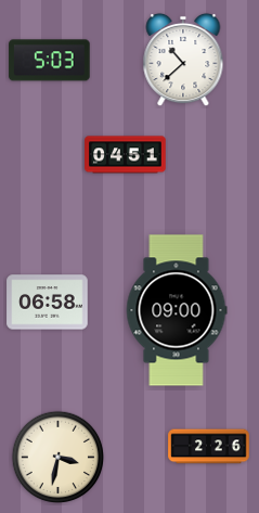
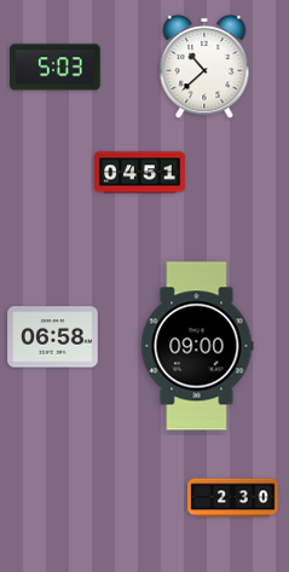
clock at (209, 447): 2:26 -> 2:30
clock at (59, 458): 3:32 -> none
